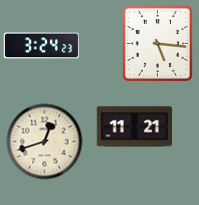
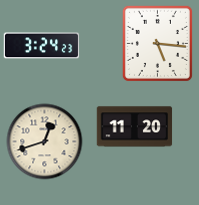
clock at (135, 127): 11:21 -> 11:20
